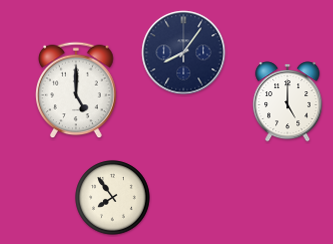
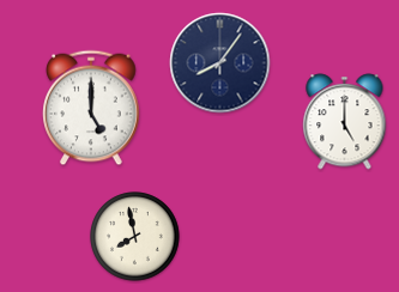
clock at (113, 198): 7:54 -> 7:58
